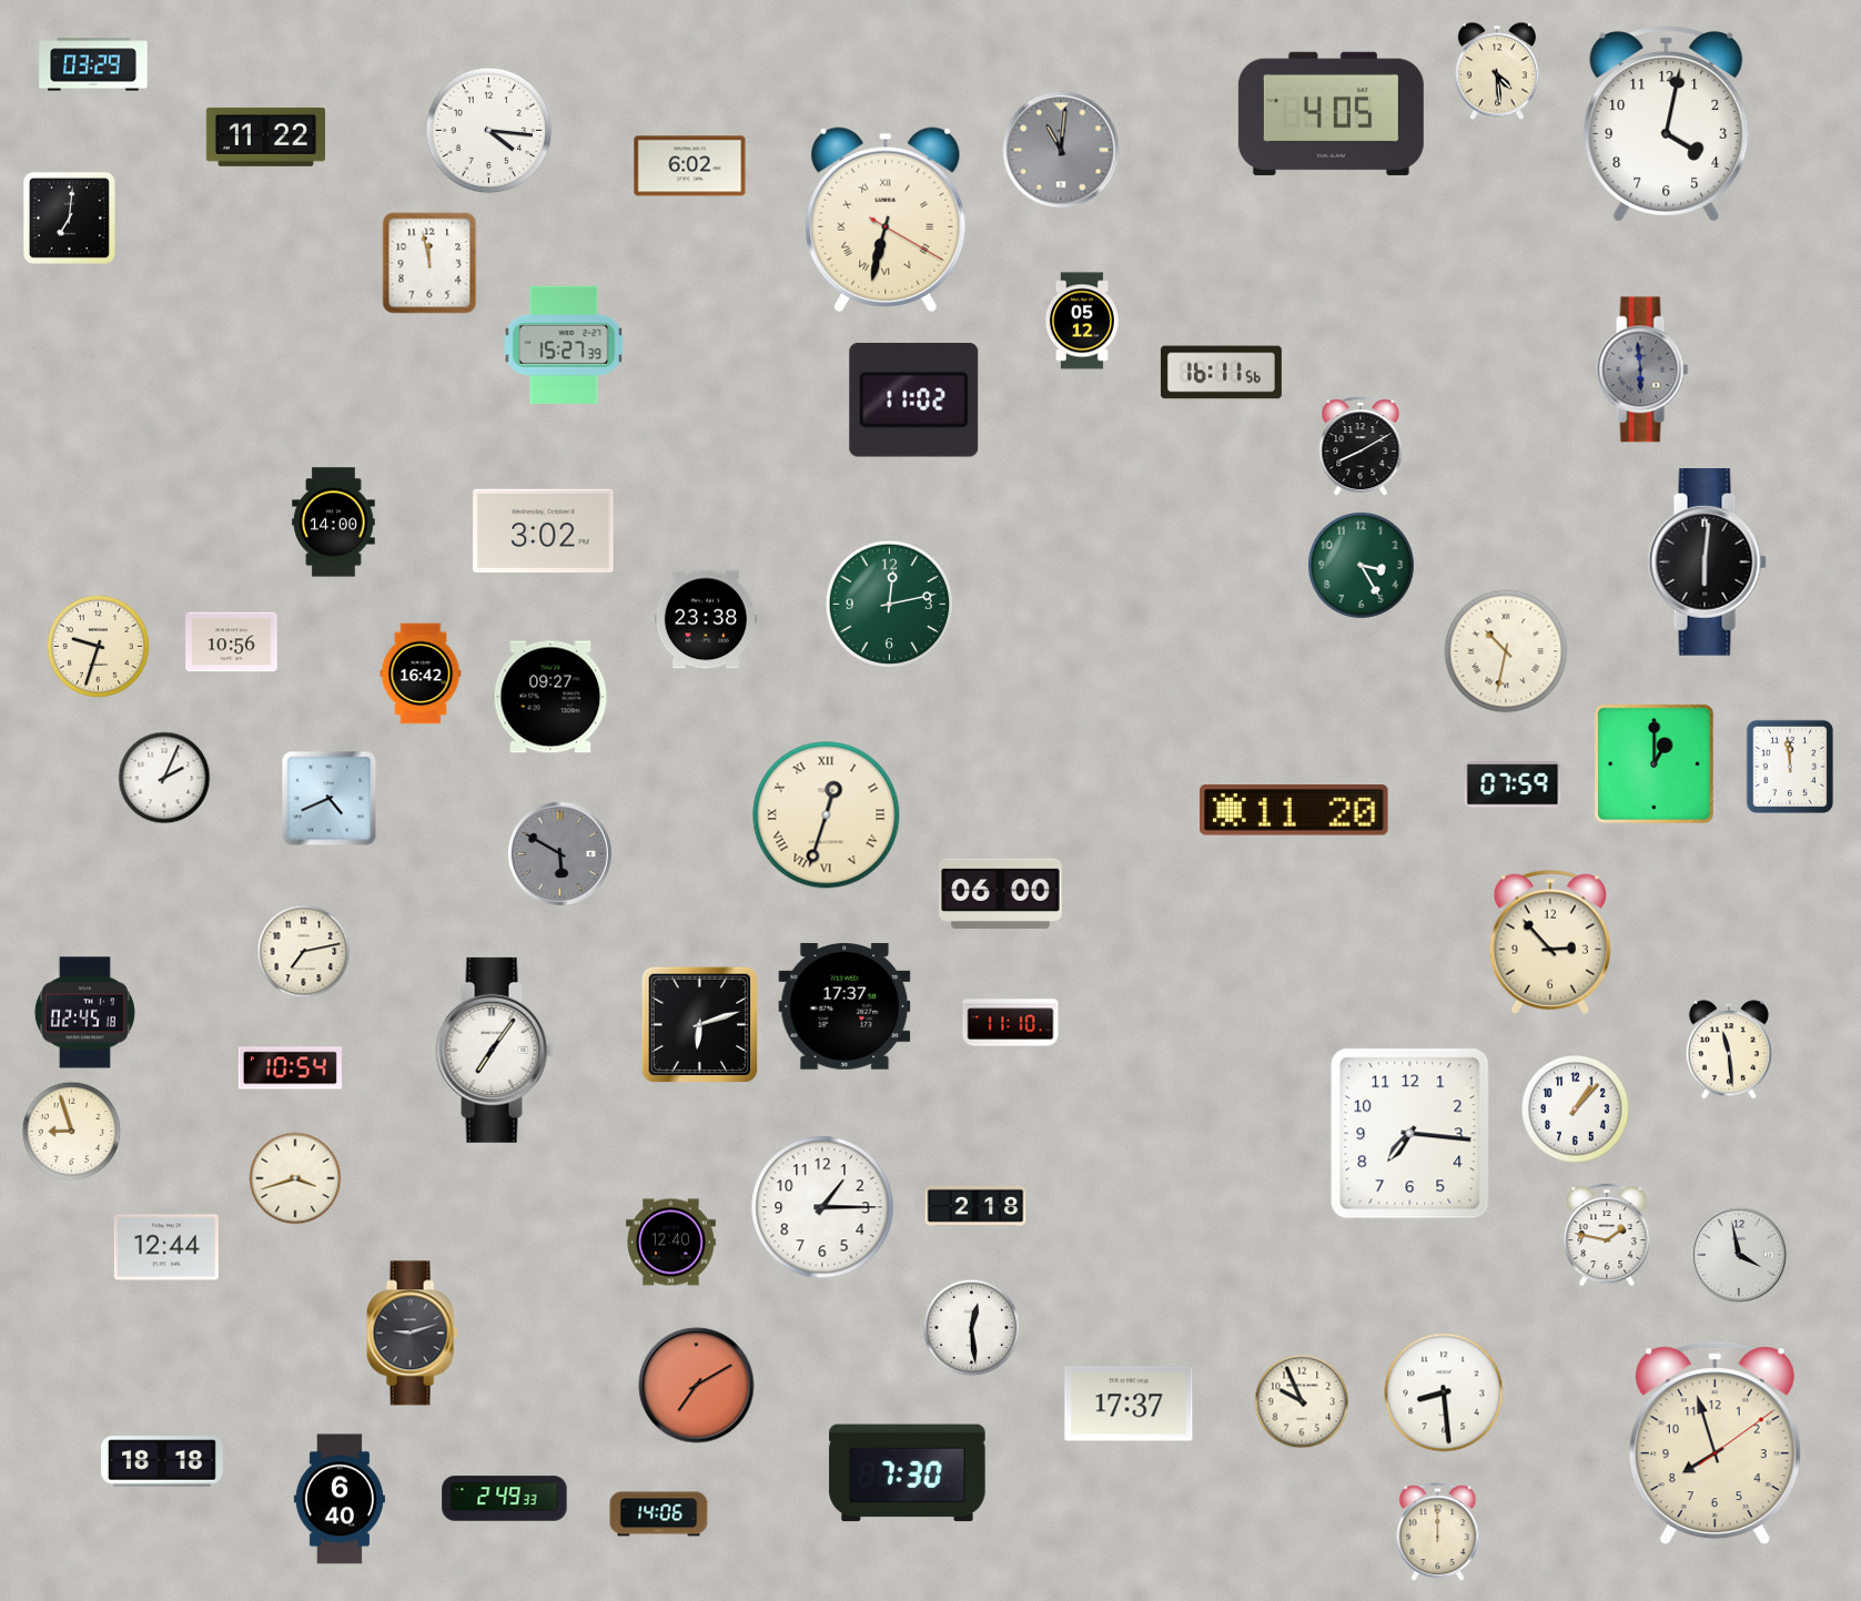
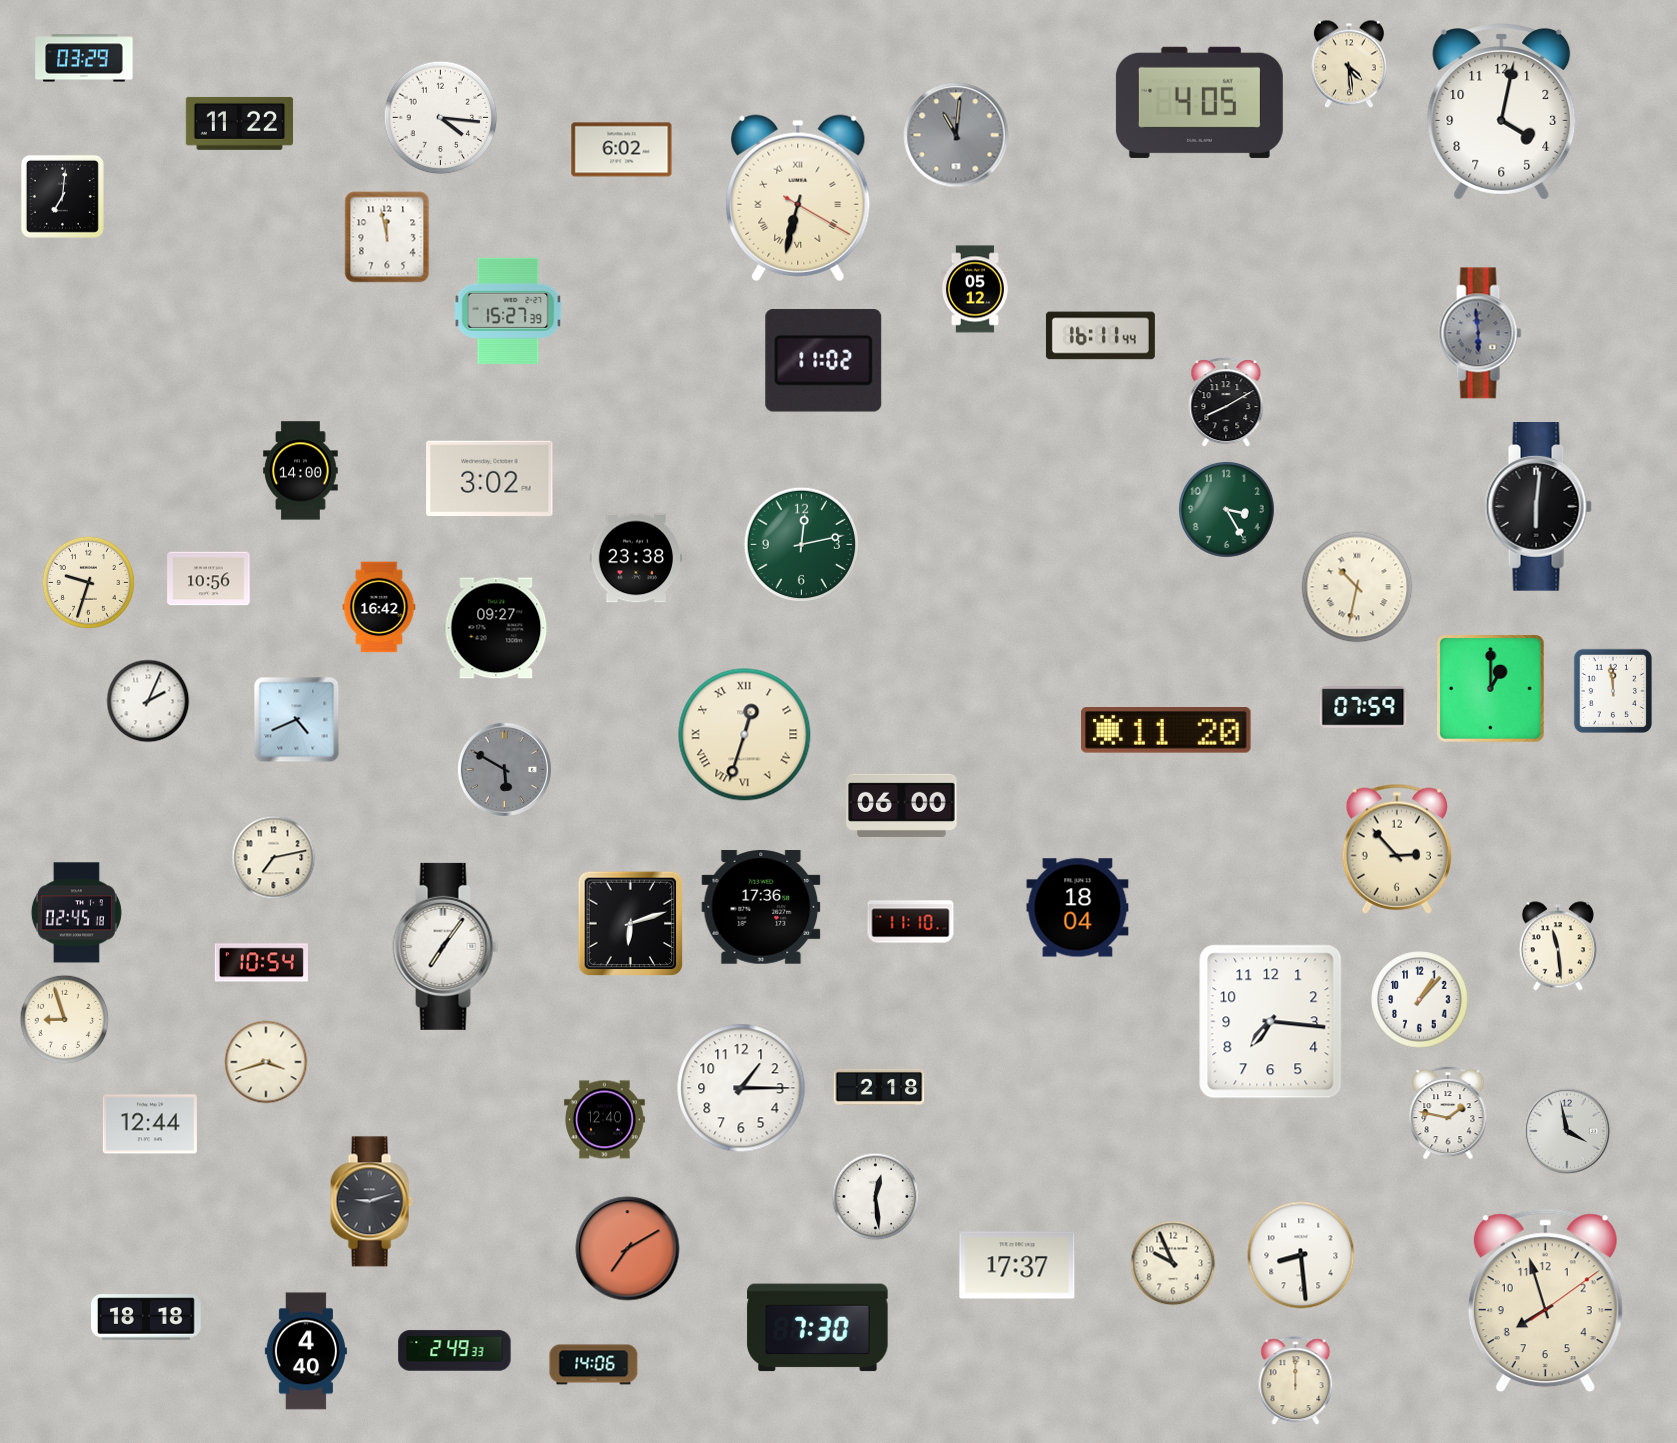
clock at (1221, 373): 16:11:56 -> 16:11:44
clock at (844, 1007): 17:37 -> 17:36
clock at (1078, 908): none -> 18:04
clock at (340, 1499): 6:40 -> 4:40
